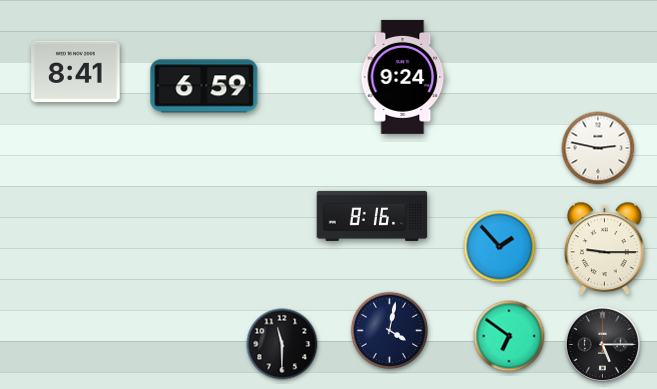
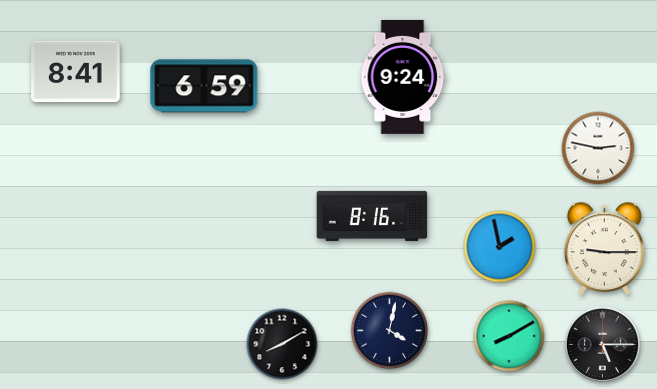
clock at (500, 247): 1:53 -> 1:58
clock at (509, 336): 6:51 -> 8:10
clock at (282, 344): 11:30 -> 8:10
